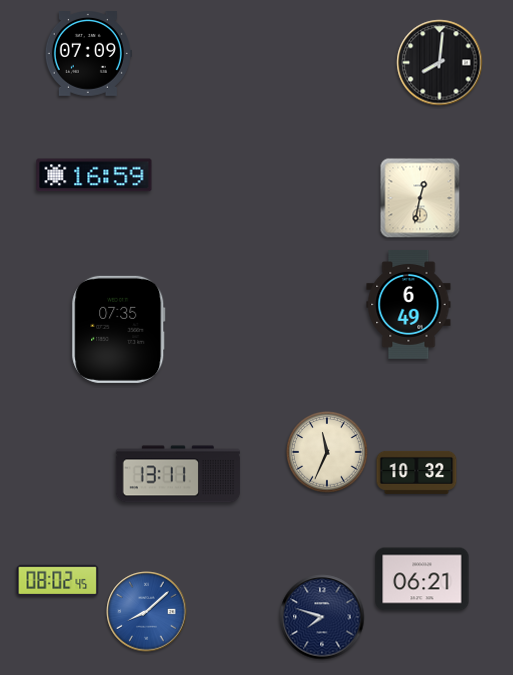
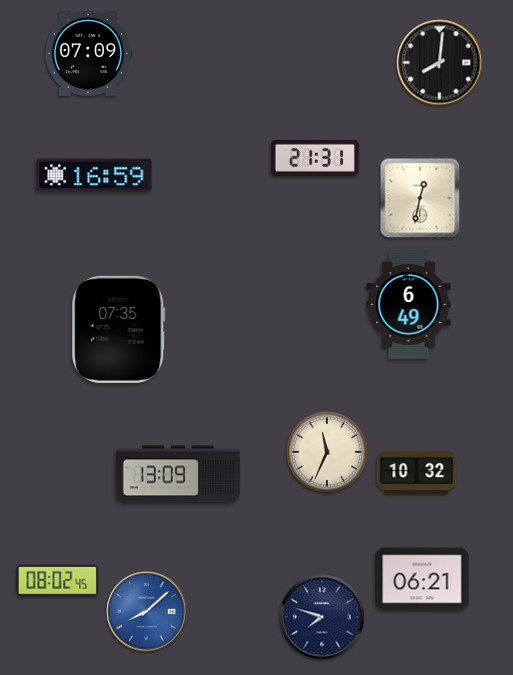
clock at (315, 158): none -> 21:31
clock at (178, 474): 13:11 -> 13:09
